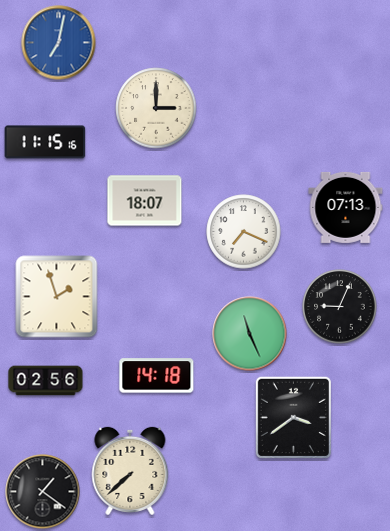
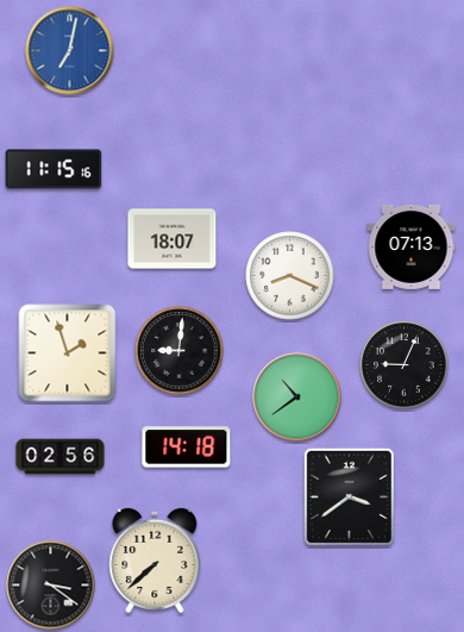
clock at (156, 108): 3:00 -> none
clock at (244, 232): 7:19 -> 8:19
clock at (180, 351): none -> 9:01
clock at (250, 334): 11:26 -> 10:39
clock at (46, 381) position: (46, 381) -> (61, 457)
clock at (43, 492): 1:21 -> 3:21
